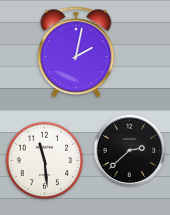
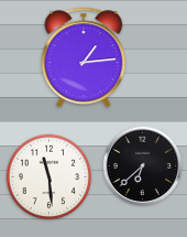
clock at (76, 51): 2:02 -> 1:14
clock at (130, 151): 2:38 -> 6:38
